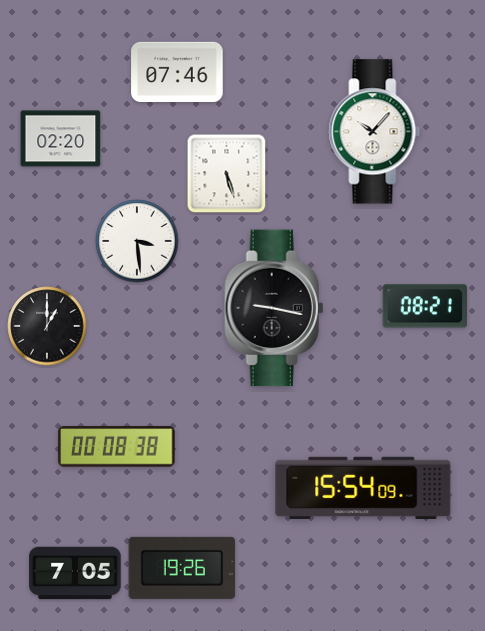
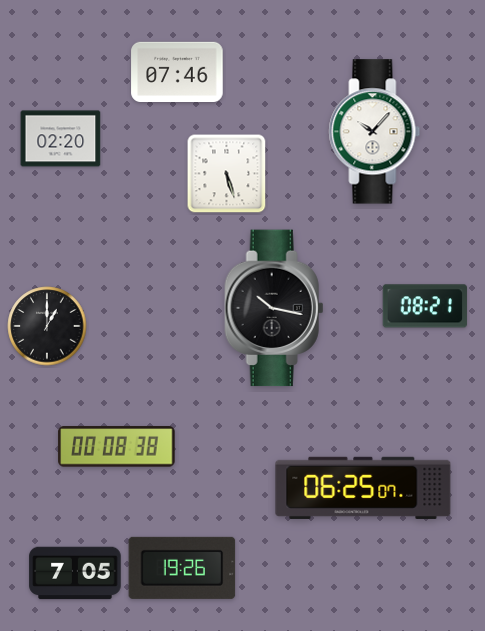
clock at (137, 241): 3:29 -> none
clock at (274, 308): 9:17 -> 10:17
clock at (363, 488): 15:54 -> 06:25
